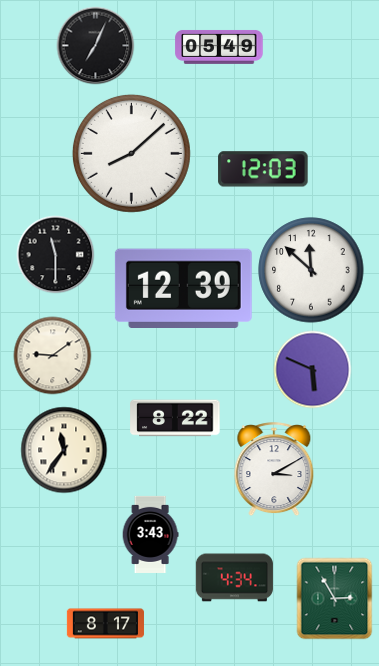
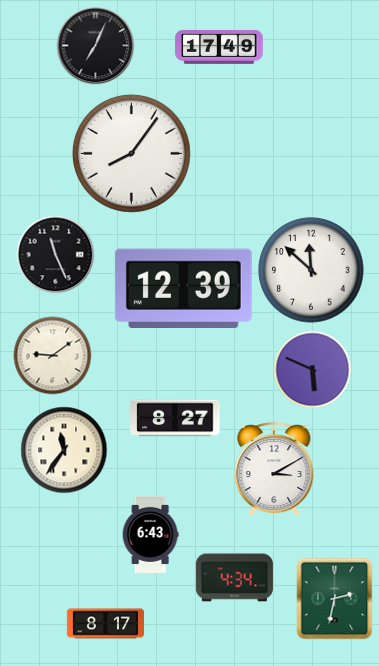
clock at (219, 47): 05:49 -> 17:49
clock at (131, 153): 8:08 -> 8:06
clock at (263, 169): 12:03 -> none
clock at (55, 254): 11:30 -> 11:26
clock at (175, 418): 8:22 -> 8:27
clock at (150, 534): 3:43 -> 6:43
clock at (335, 598): 2:55 -> 2:32
